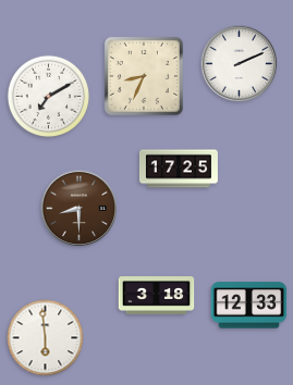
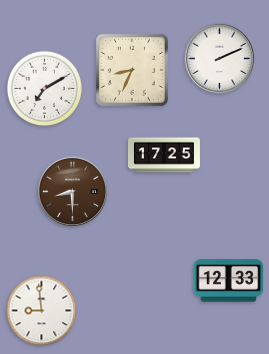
clock at (157, 296): 3:18 -> none
clock at (46, 338): 5:59 -> 8:59
